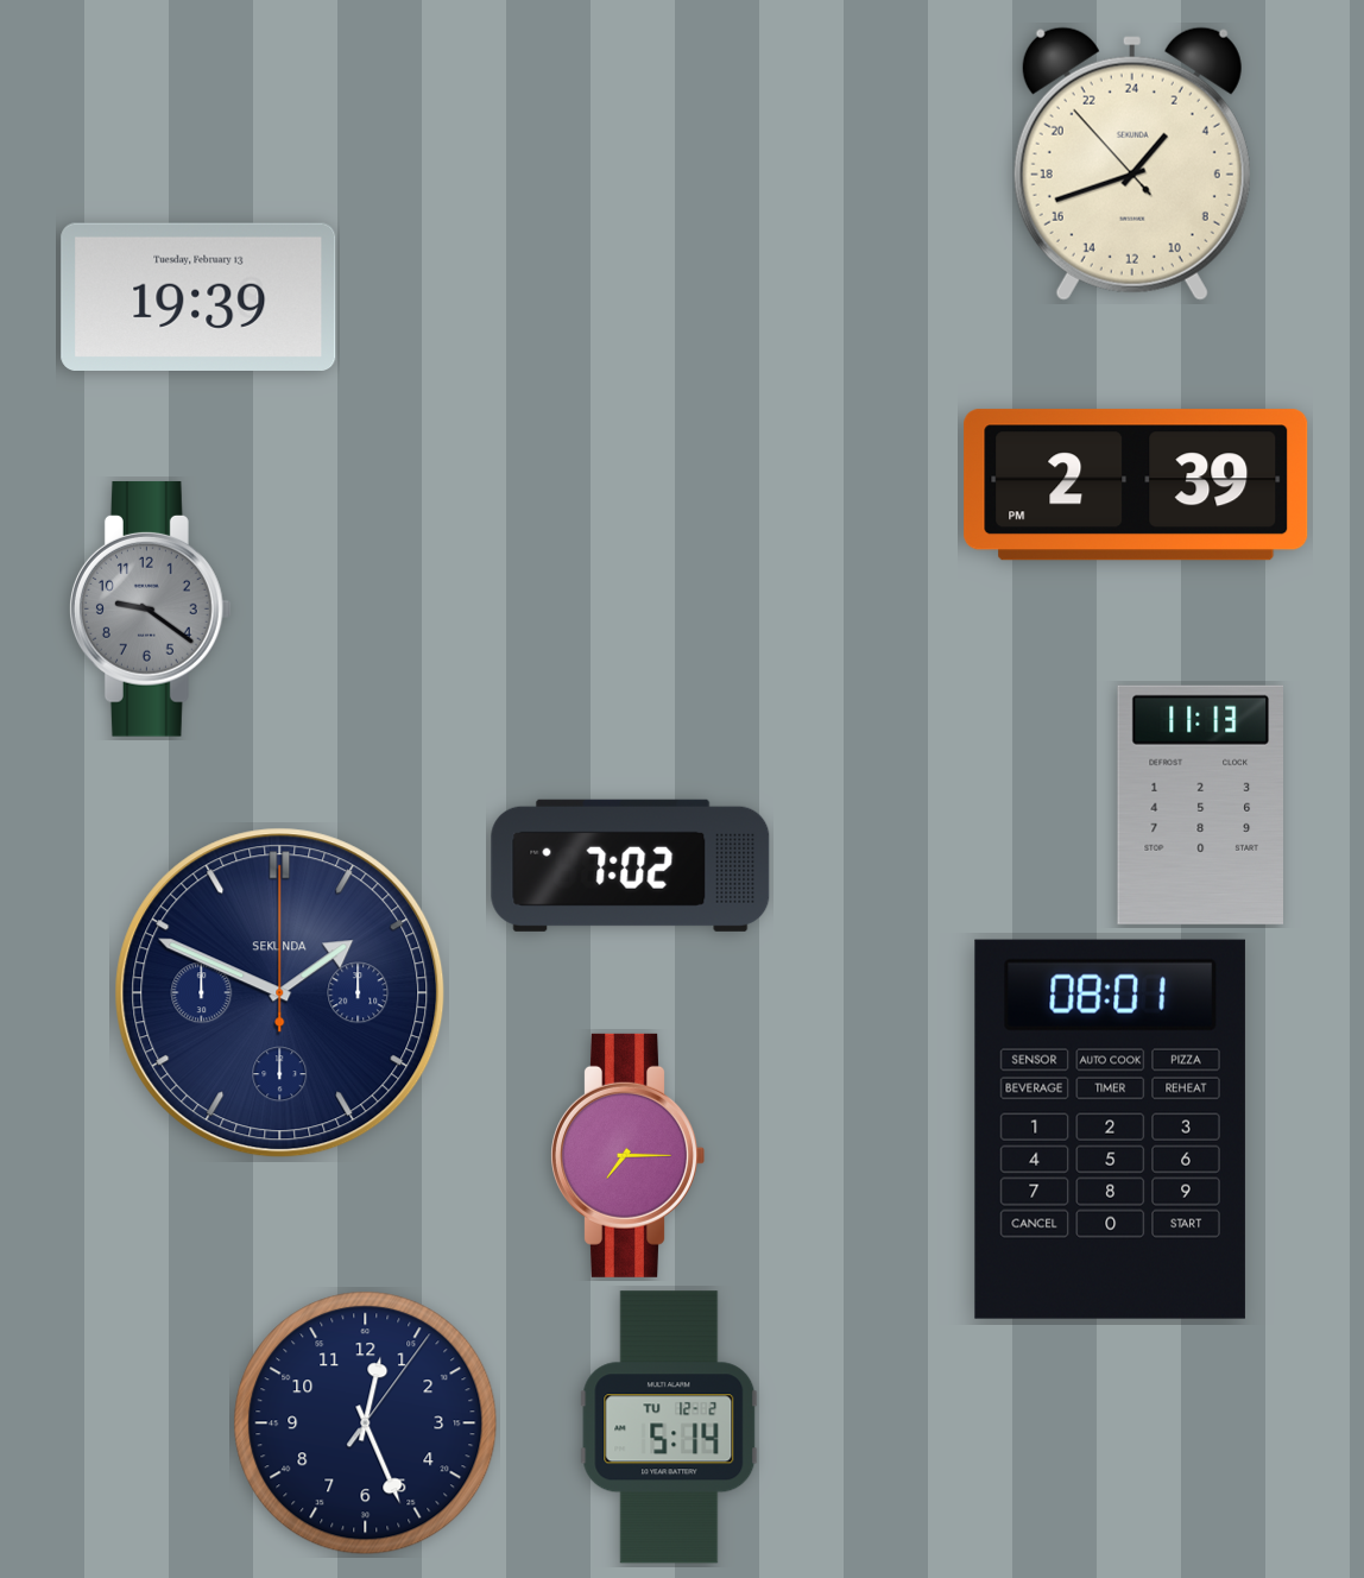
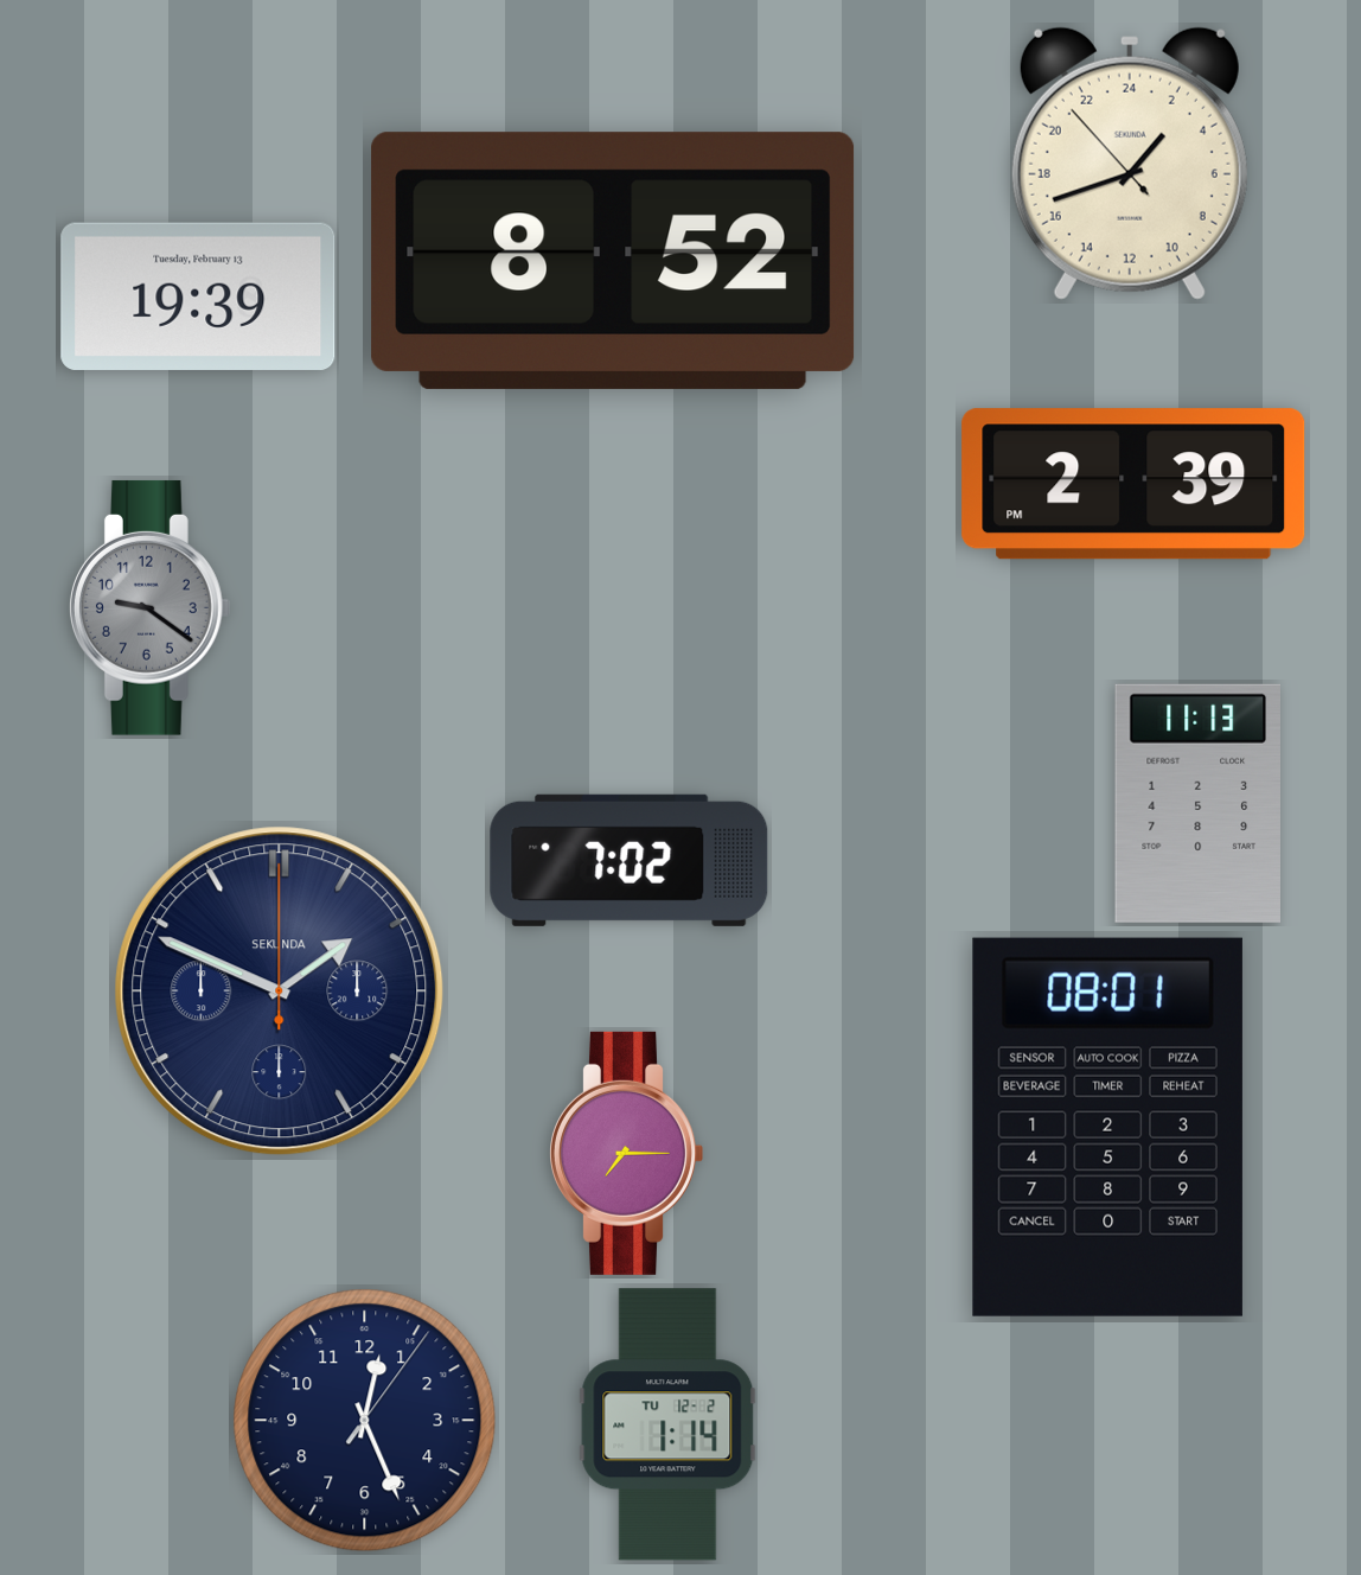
clock at (613, 261): none -> 8:52
clock at (631, 865) position: (631, 865) -> (630, 860)
clock at (669, 1427): 5:14 -> 1:14
